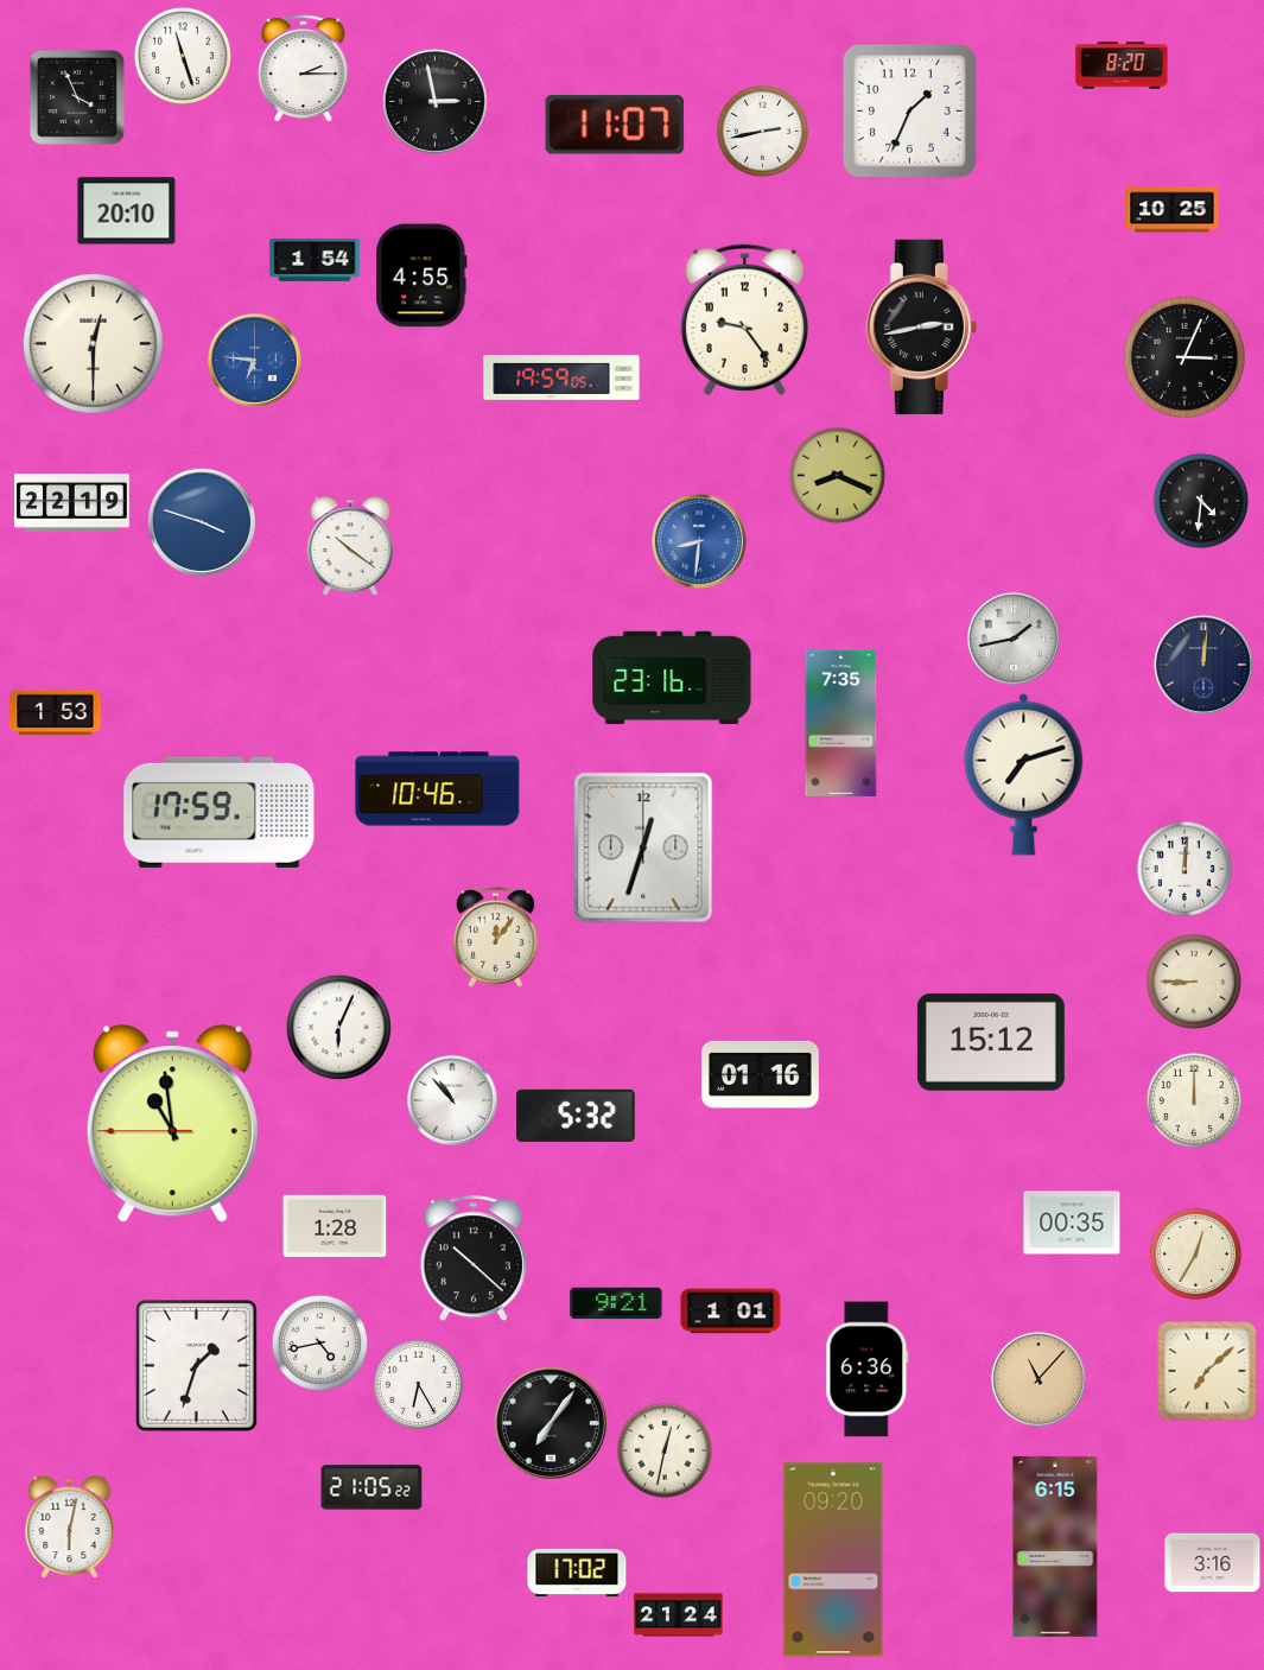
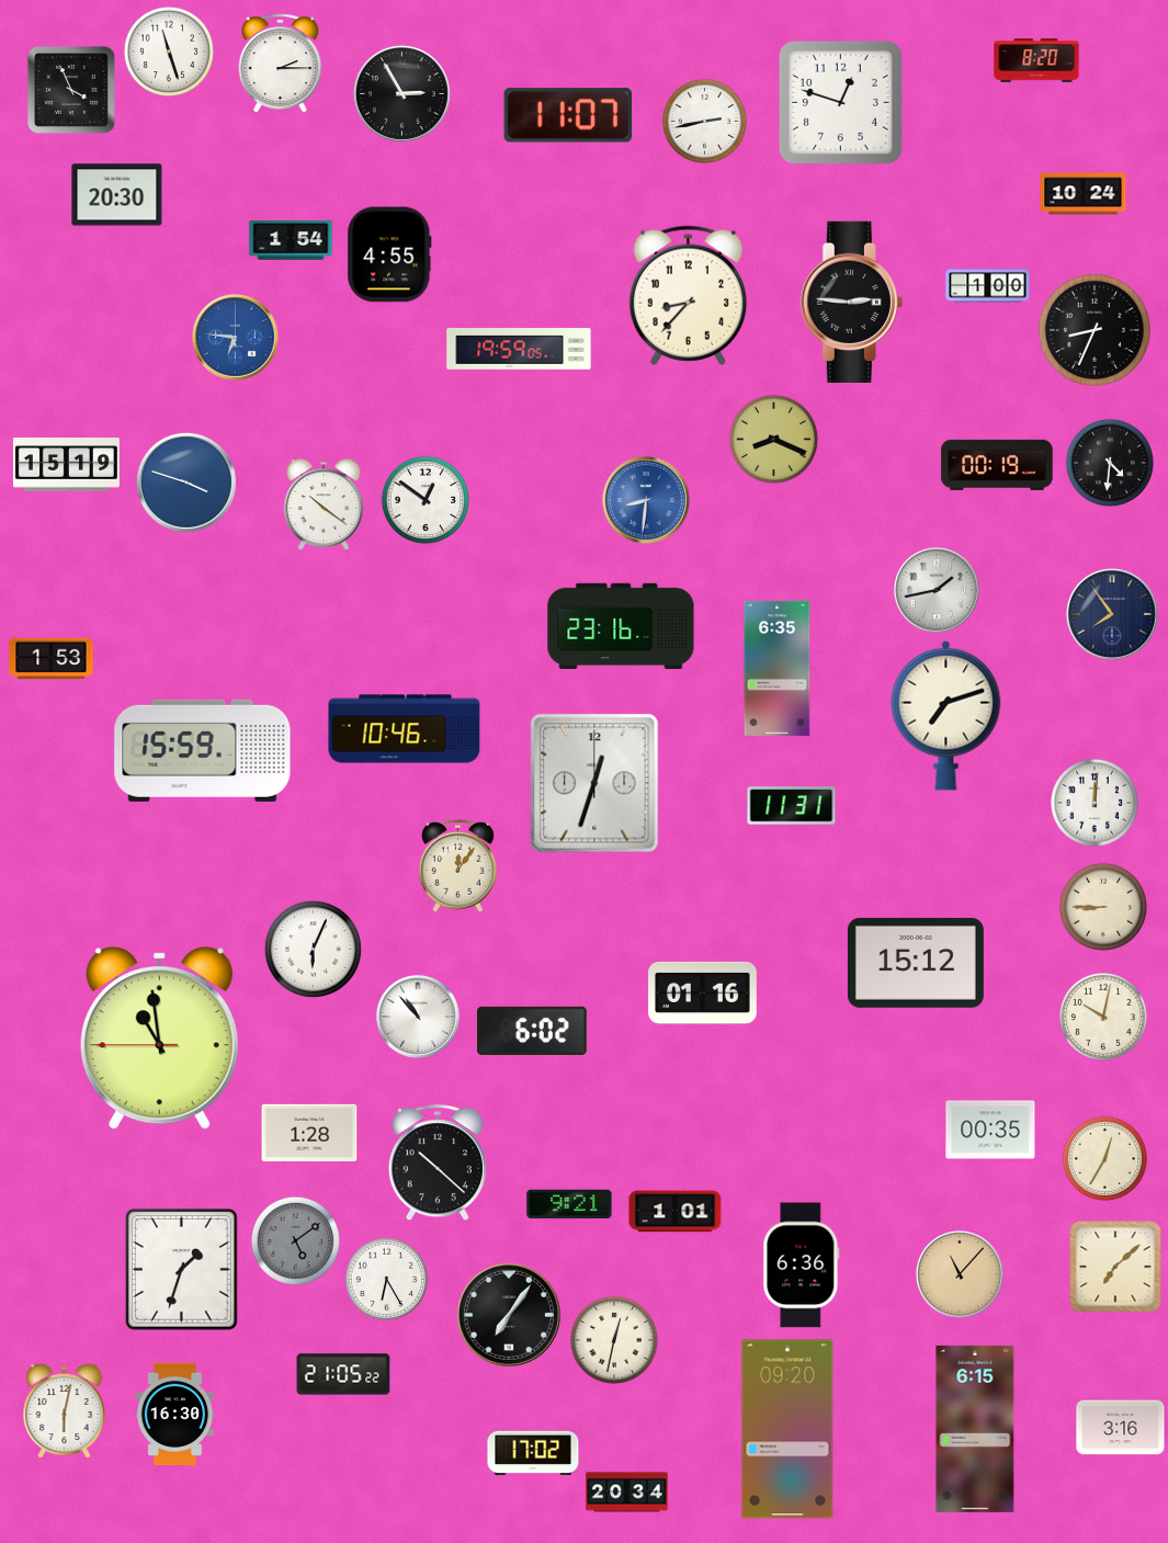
clock at (434, 101): 2:58 -> 2:55
clock at (909, 110): 1:34 -> 12:48
clock at (1173, 210): 10:25 -> 10:24
clock at (127, 211): 20:10 -> 20:30
clock at (988, 286): none -> 1:00
clock at (744, 319): 9:24 -> 8:37
clock at (921, 326): 2:43 -> 2:46
clock at (94, 344): 12:30 -> none
clock at (1184, 357): 3:04 -> 8:34
clock at (254, 360) position: (254, 360) -> (235, 337)
clock at (71, 503): 22:19 -> 15:19
clock at (997, 465): none -> 00:19
clock at (426, 500): none -> 12:51
clock at (1203, 665): 12:01 -> 7:54
clock at (841, 723): 7:35 -> 6:35
clock at (220, 812): 17:59 -> 15:59
clock at (792, 806): none -> 11:31
clock at (1194, 1100): 12:00 -> 10:02
clock at (576, 1116): 5:32 -> 6:02
clock at (319, 1342): 4:43 -> 5:09
clock at (319, 1342) dial: white -> grey
clock at (197, 1366) position: (197, 1366) -> (182, 1270)
clock at (175, 1414): none -> 16:30
clock at (833, 1560) position: (833, 1560) -> (787, 1429)
clock at (1213, 1563) position: (1213, 1563) -> (1121, 1428)
clock at (679, 1615): 21:24 -> 20:34
